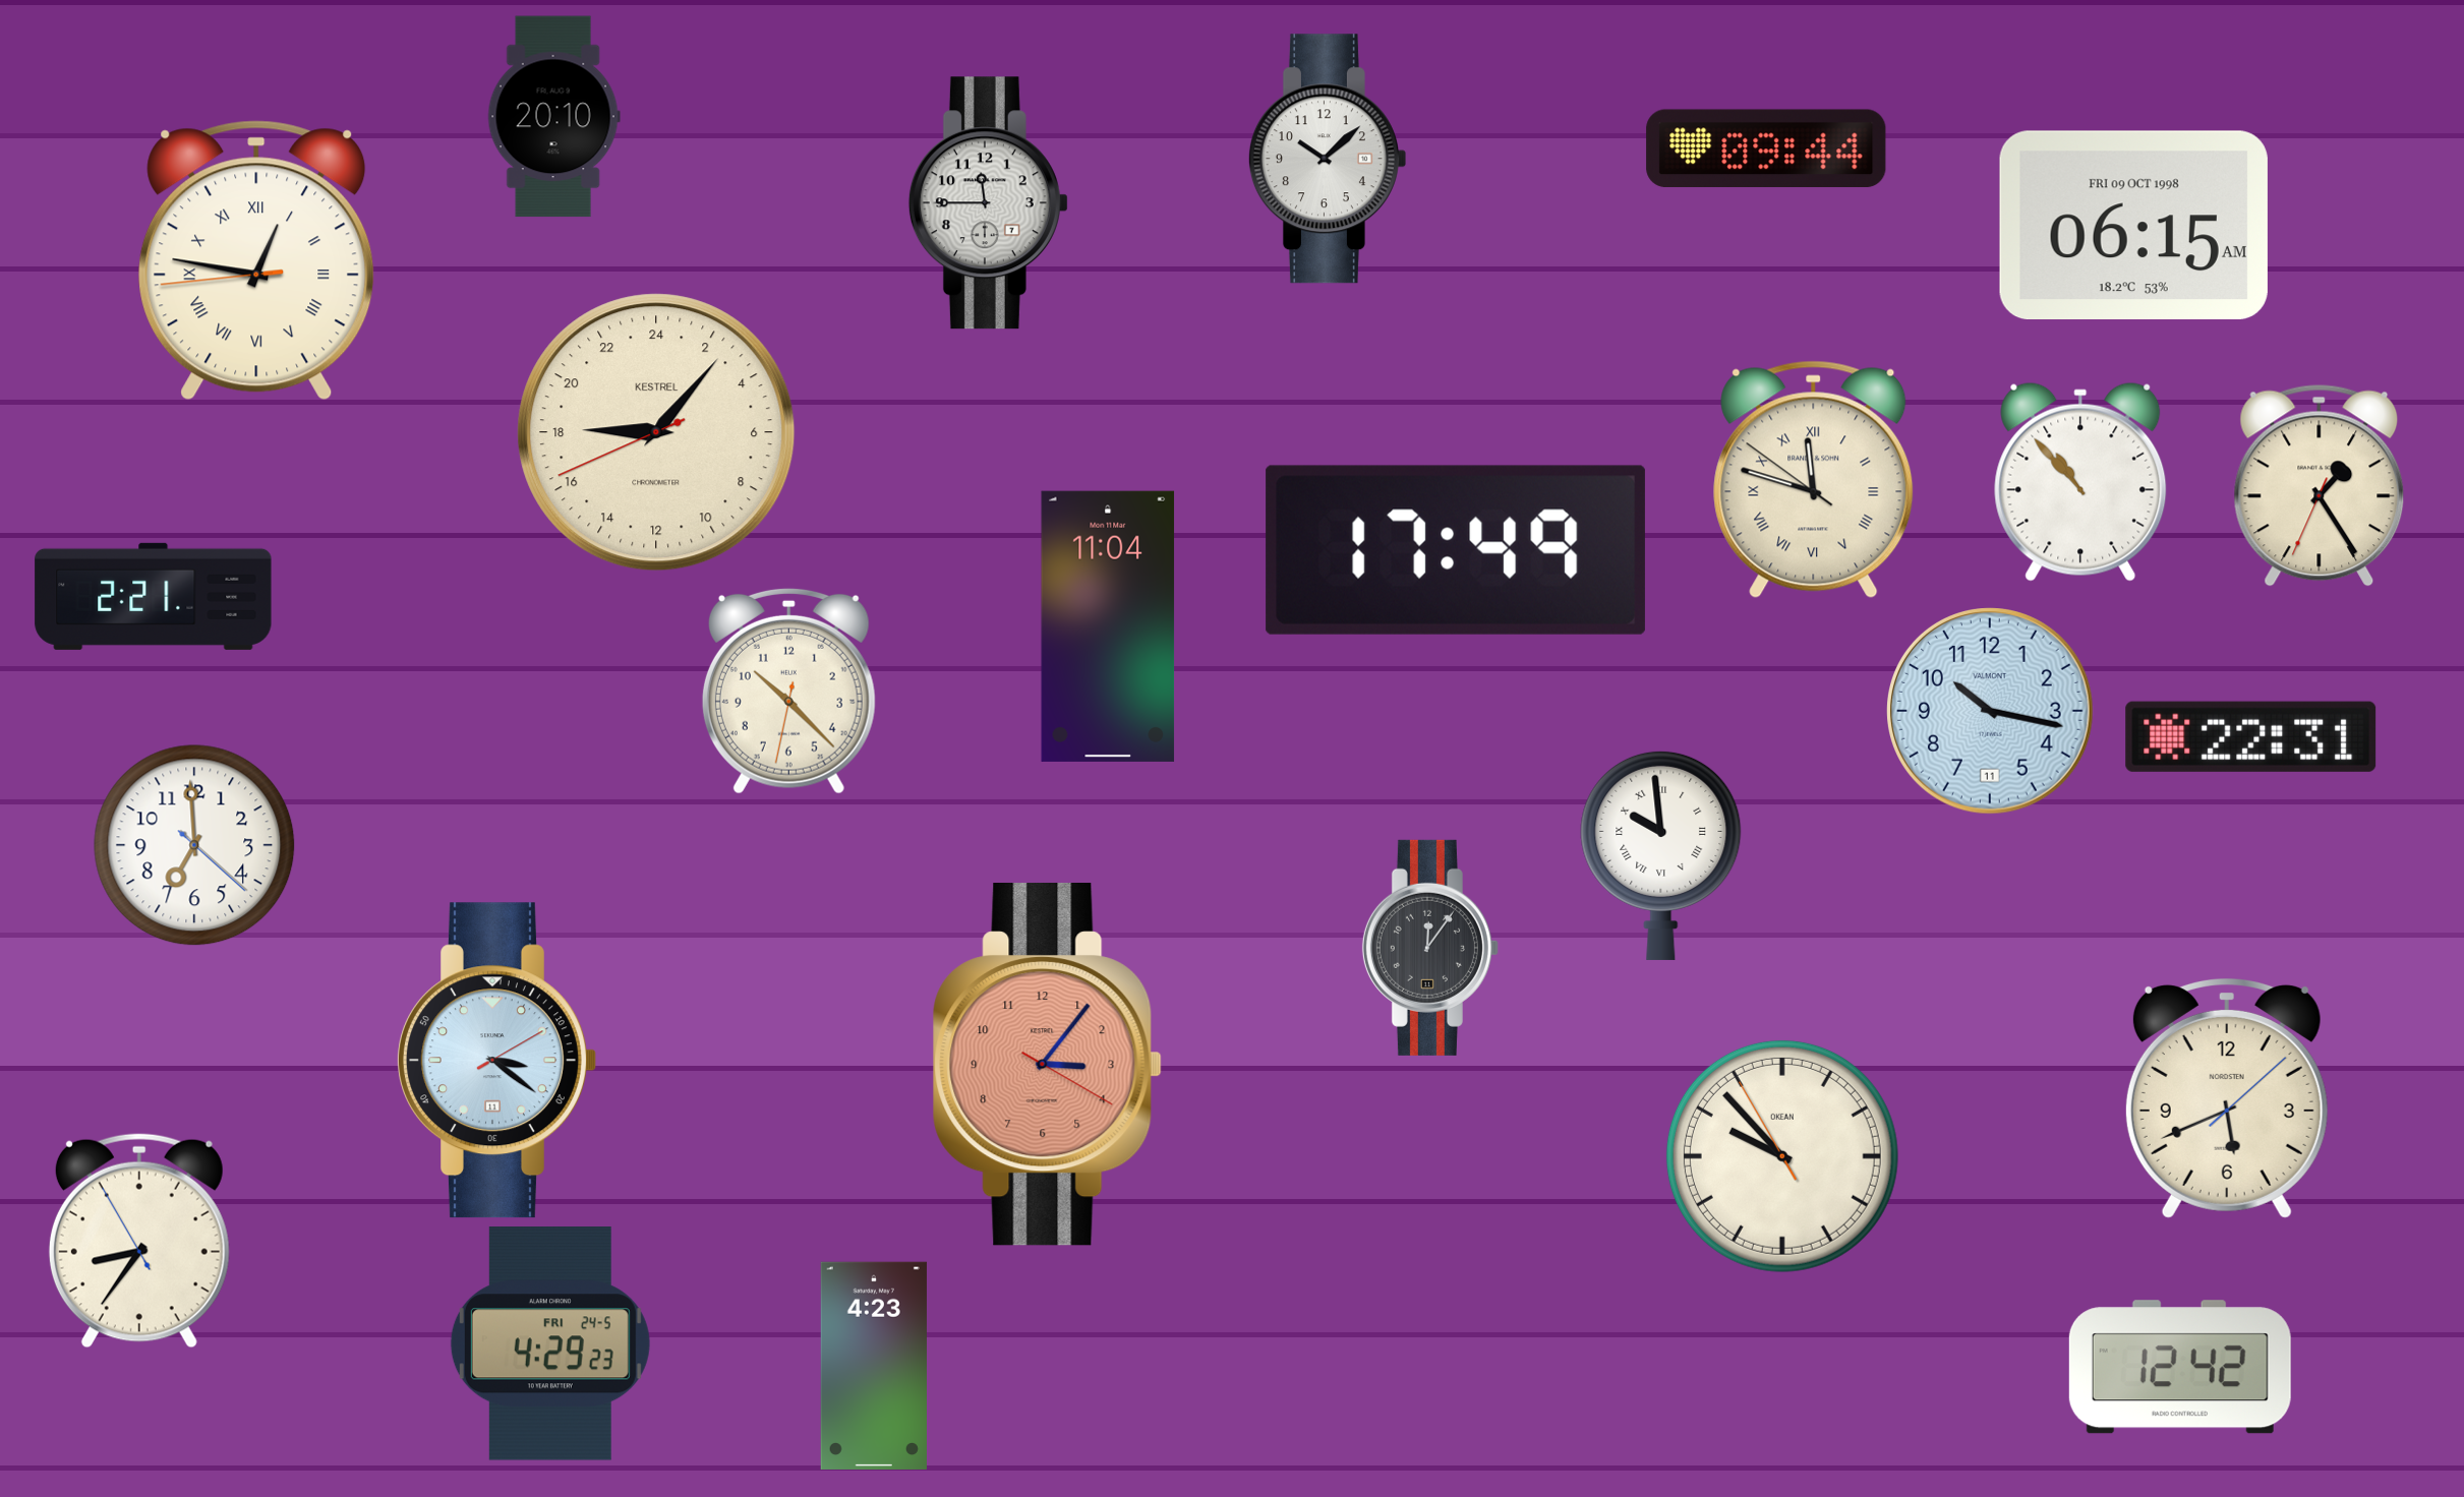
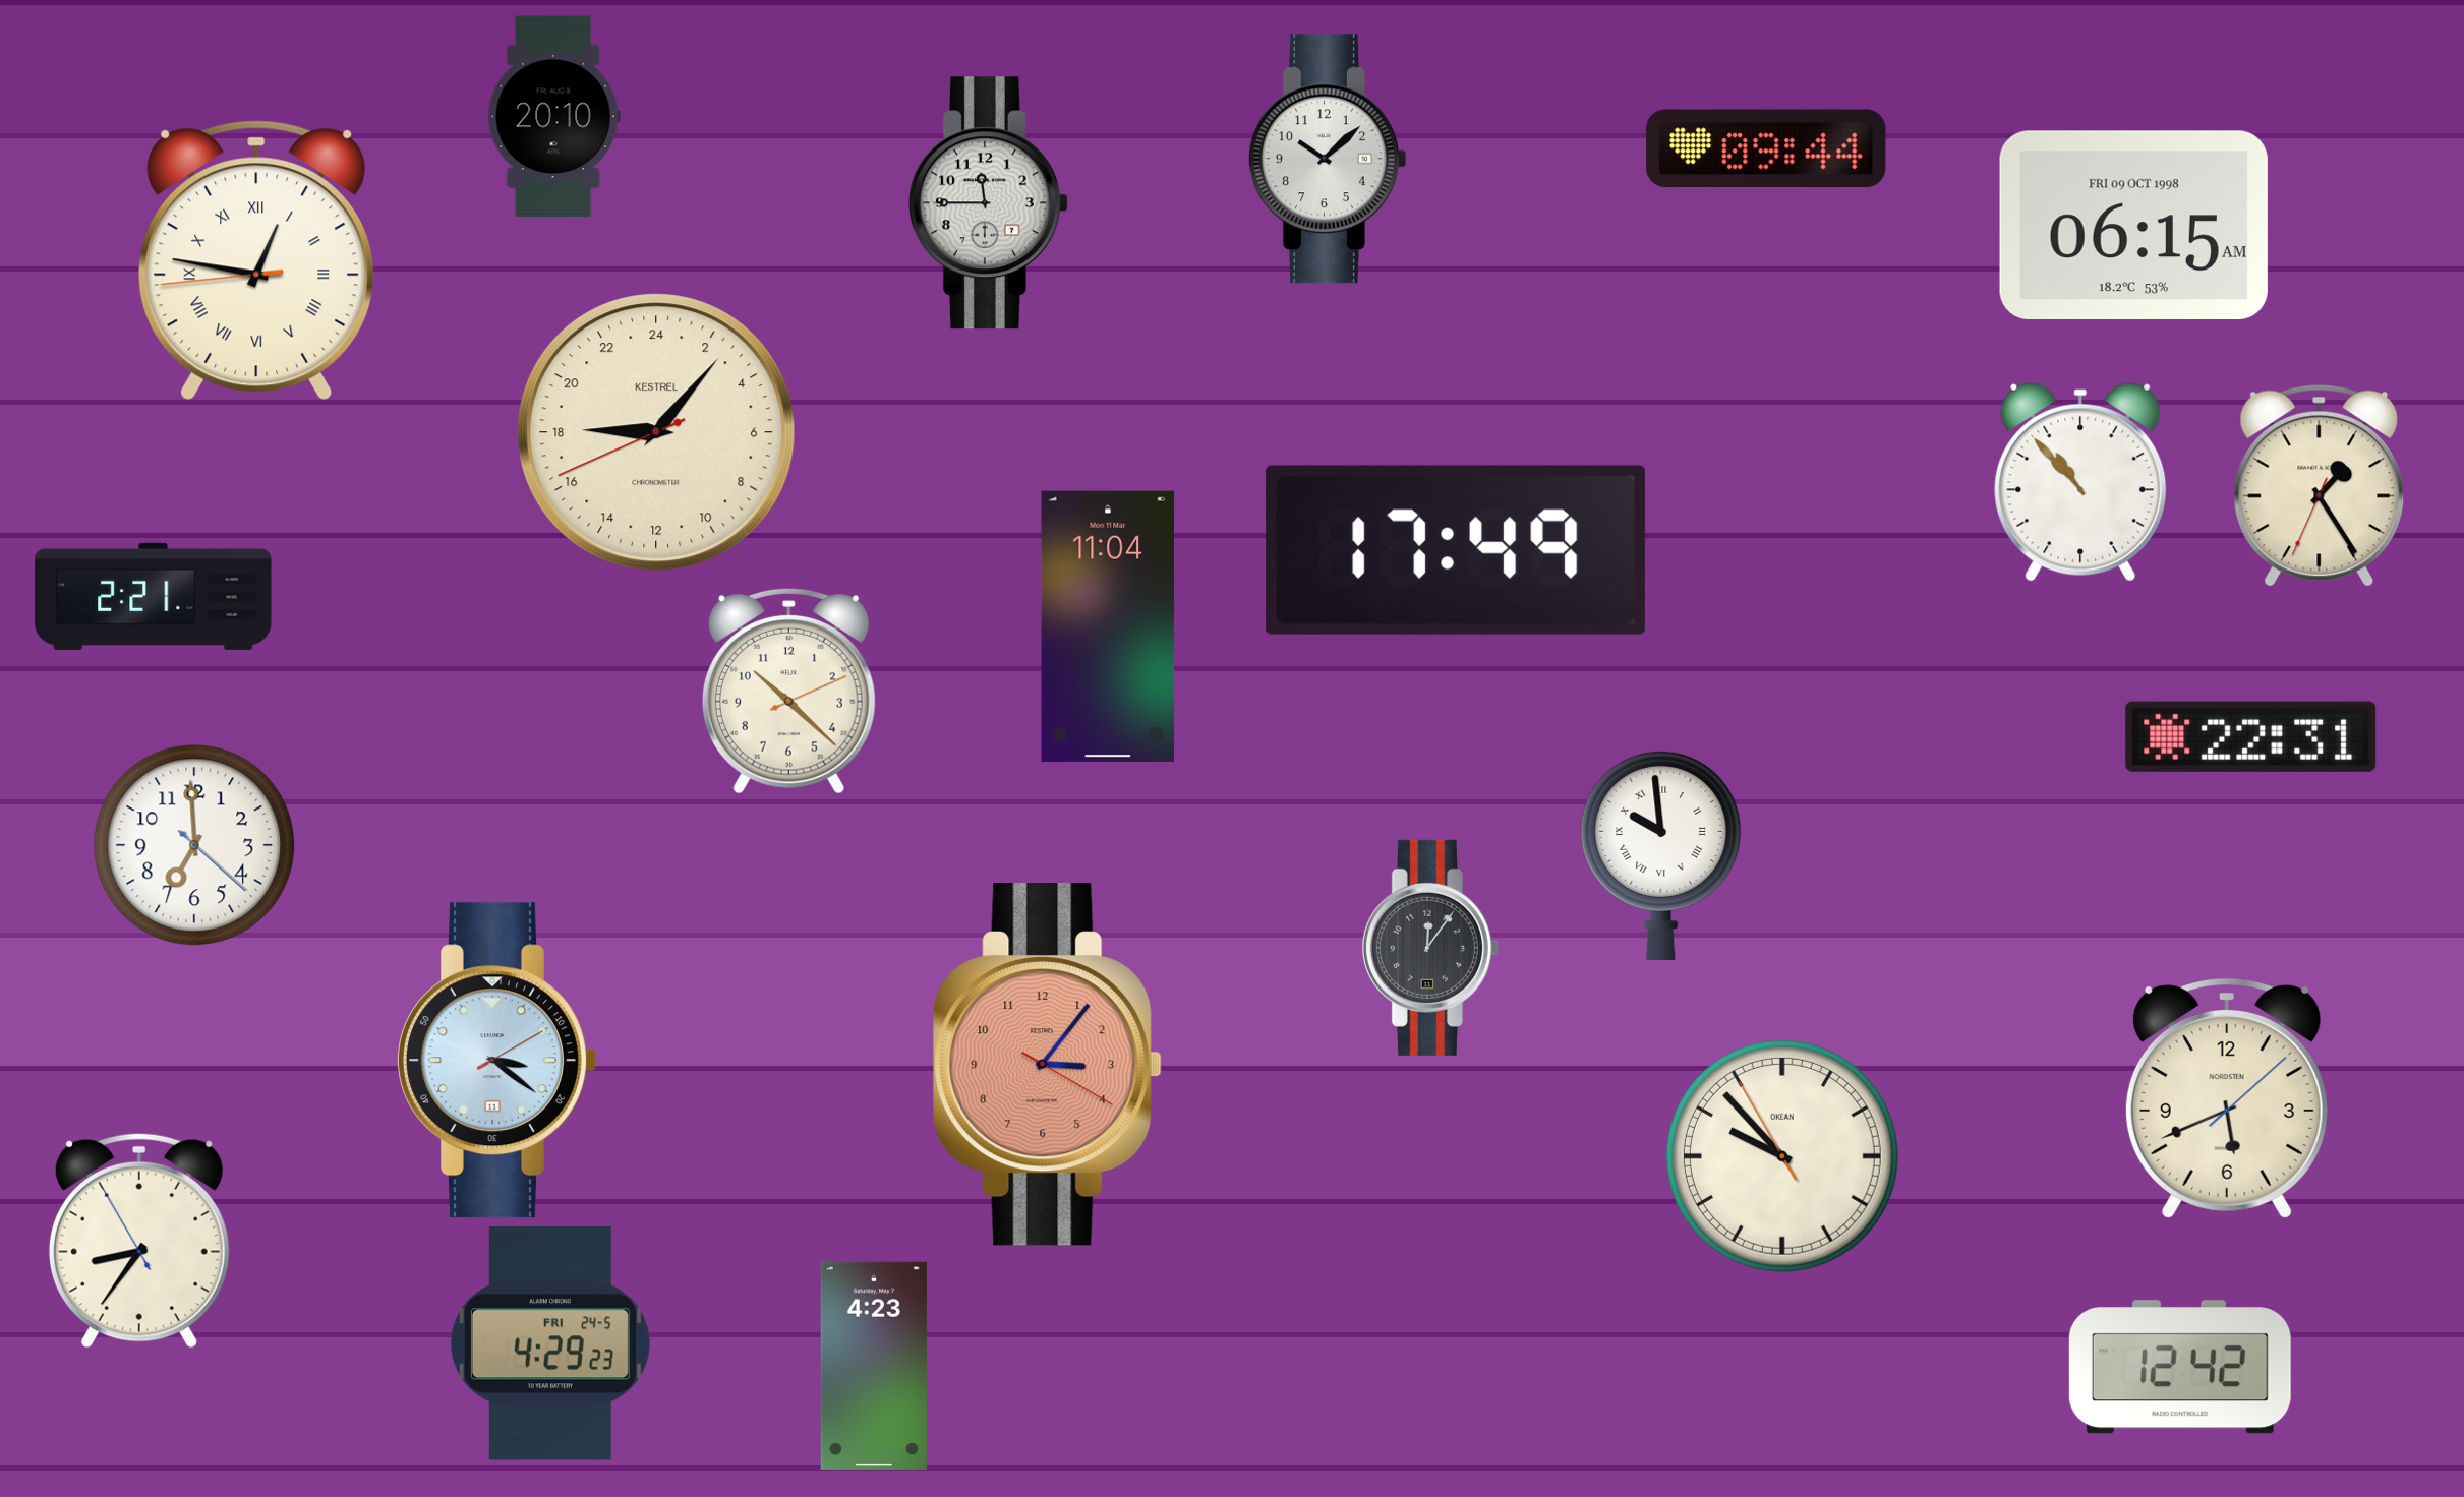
clock at (1814, 479): 11:47 -> none
clock at (788, 691): 10:22:32 -> 10:22:11
clock at (1991, 712): 10:17 -> none
